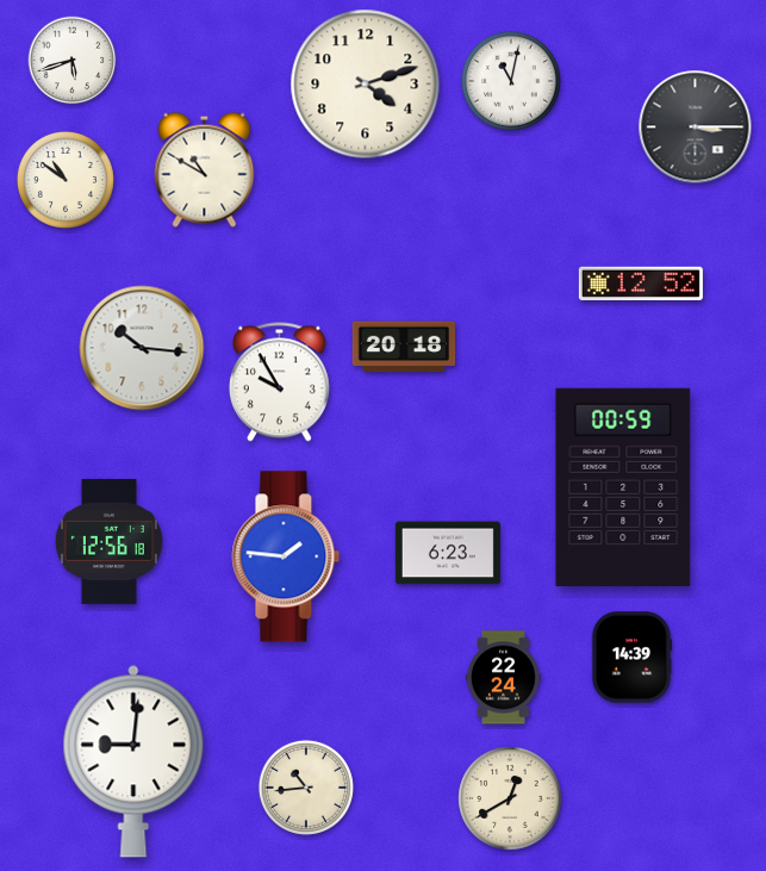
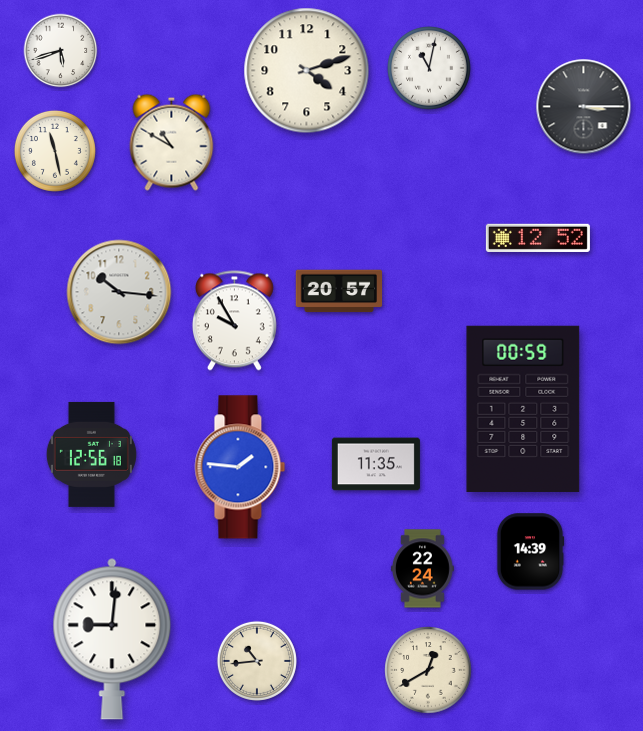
clock at (66, 180): 10:51 -> 11:28
clock at (404, 347): 20:18 -> 20:57
clock at (448, 553): 6:23 -> 11:35
